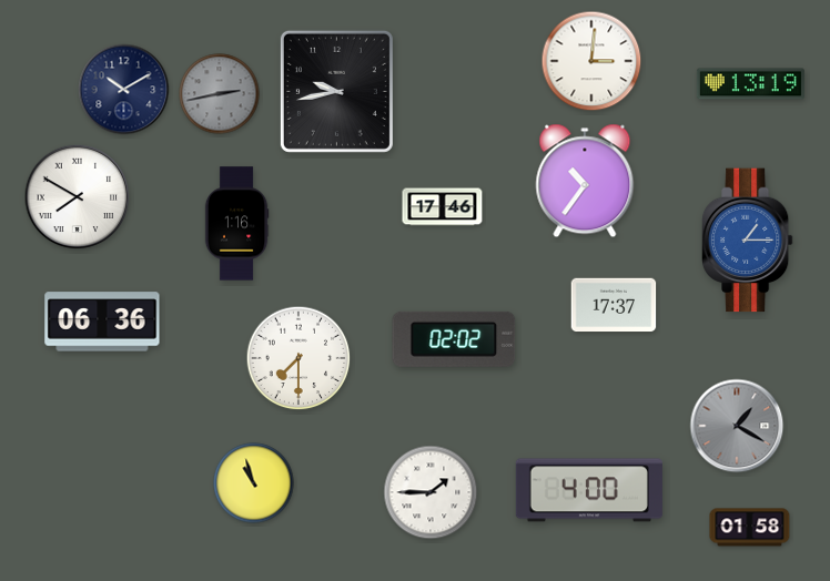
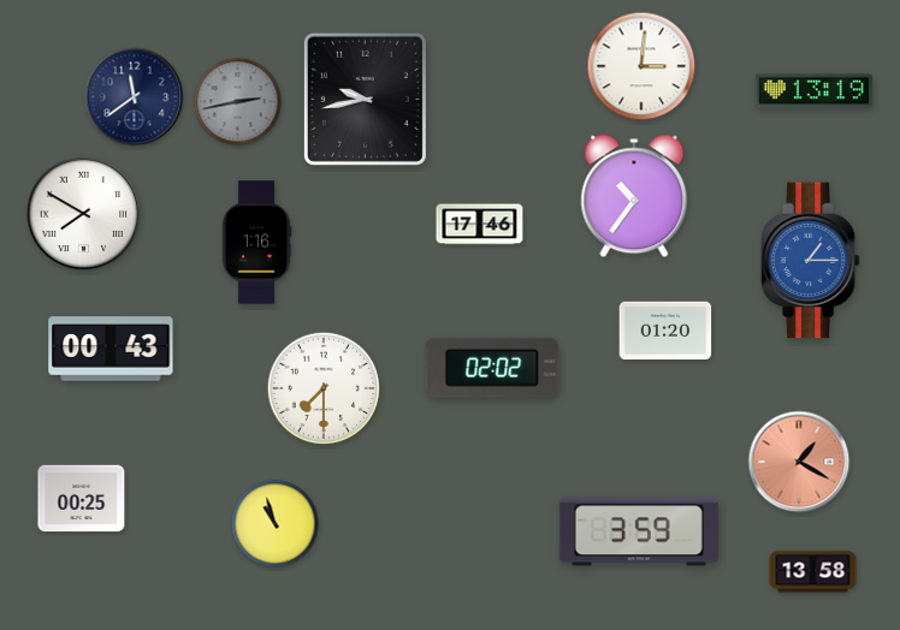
clock at (124, 90): 10:10 -> 11:39
clock at (614, 305): 17:37 -> 01:20
clock at (102, 322): 06:36 -> 00:43
clock at (737, 426) dial: grey -> salmon
clock at (82, 499): none -> 00:25
clock at (589, 490): 4:00 -> 3:59
clock at (431, 492): 1:45 -> none
clock at (750, 528): 01:58 -> 13:58
